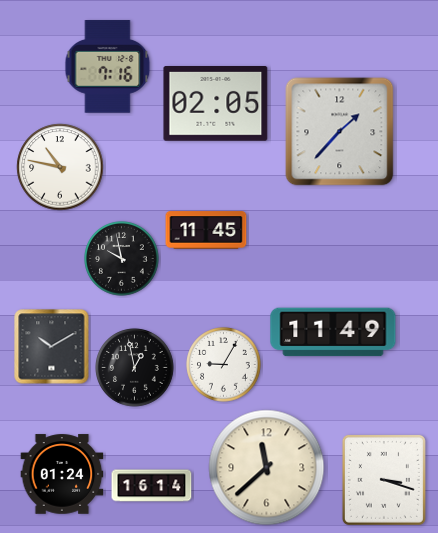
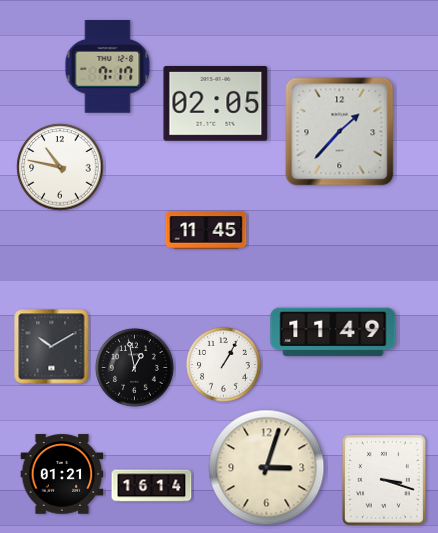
clock at (108, 67): 7:16 -> 7:17
clock at (122, 259): 9:58 -> none
clock at (224, 365): 9:05 -> 1:05
clock at (267, 468): 11:38 -> 3:03
clock at (62, 474): 01:24 -> 01:21
